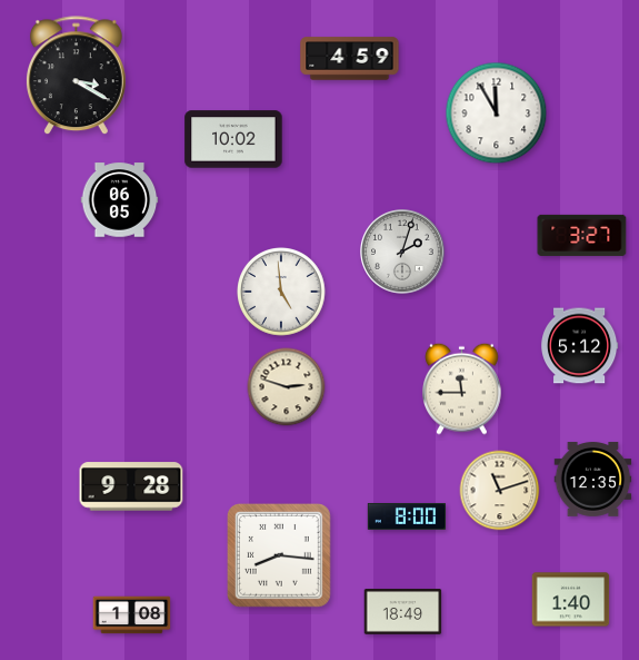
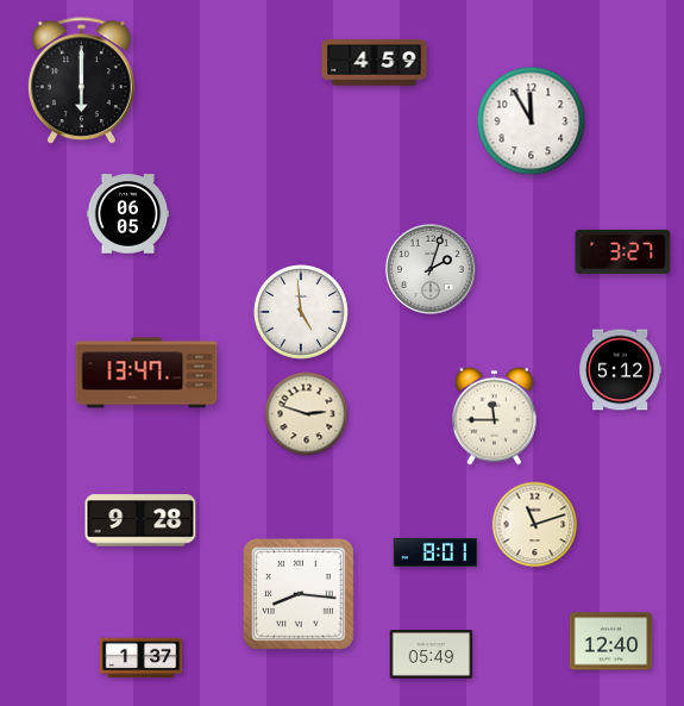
clock at (76, 76): 3:20 -> 6:00
clock at (233, 139): 10:02 -> none
clock at (146, 373): none -> 13:47
clock at (593, 480): 12:35 -> none
clock at (407, 516): 8:00 -> 8:01
clock at (571, 600): 1:40 -> 12:40
clock at (403, 612): 18:49 -> 05:49
clock at (132, 615): 1:08 -> 1:37
